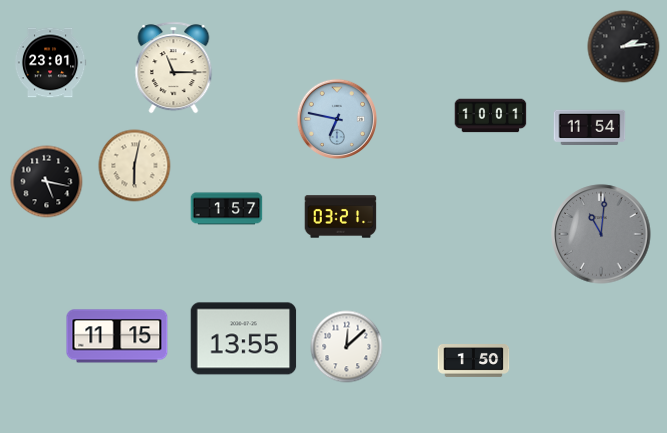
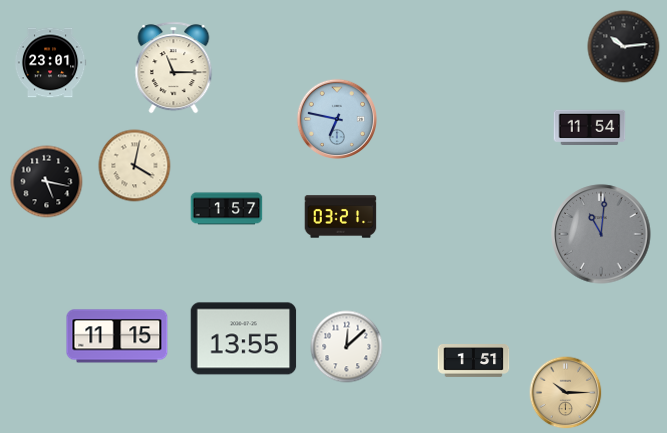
clock at (624, 47): 2:14 -> 10:14
clock at (491, 116): 10:01 -> none
clock at (135, 166): 6:02 -> 4:02
clock at (474, 361): 1:50 -> 1:51
clock at (566, 393): none -> 10:15
